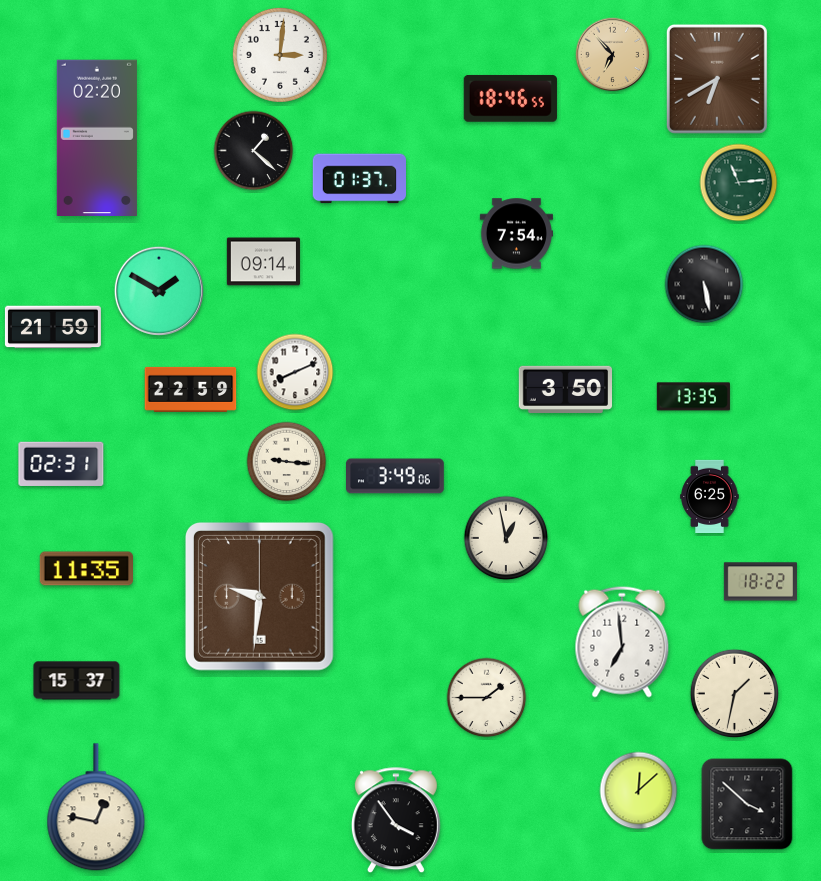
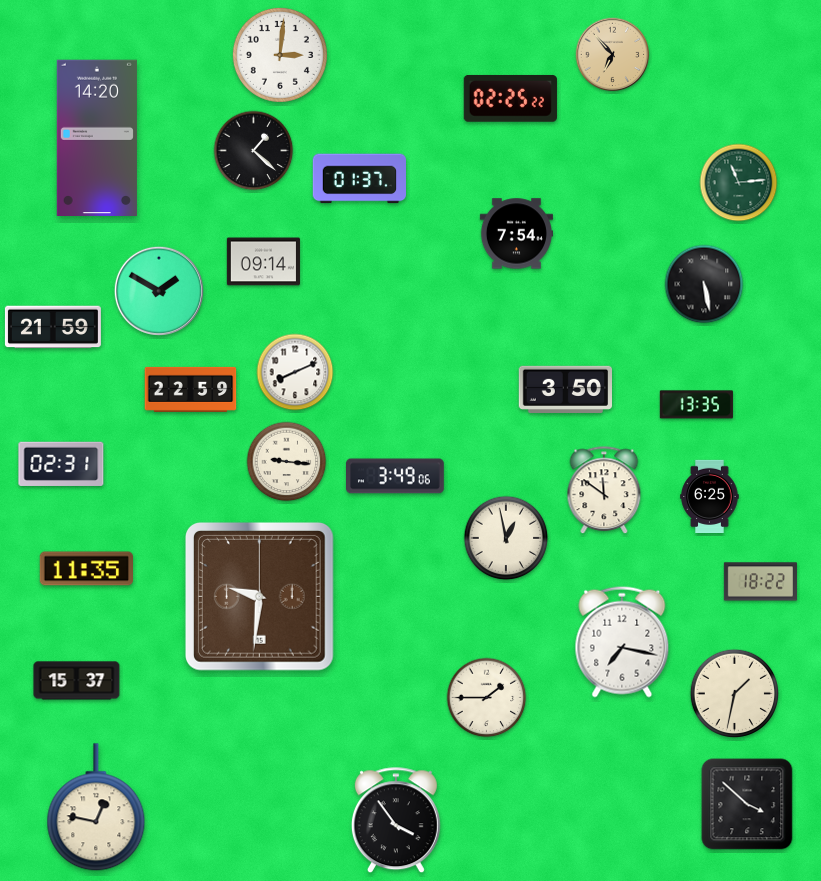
clock at (717, 79): 6:40 -> none
clock at (510, 98): 18:46 -> 02:25
clock at (97, 137): 02:20 -> 14:20
clock at (693, 397) position: (693, 397) -> (696, 405)
clock at (604, 491): none -> 11:51
clock at (622, 642): 6:59 -> 7:17
clock at (639, 791): 12:08 -> none
